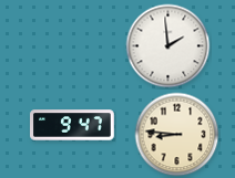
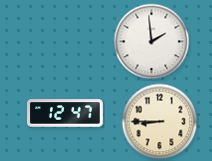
clock at (73, 125): 9:47 -> 12:47
clock at (177, 135): 8:46 -> 8:45
